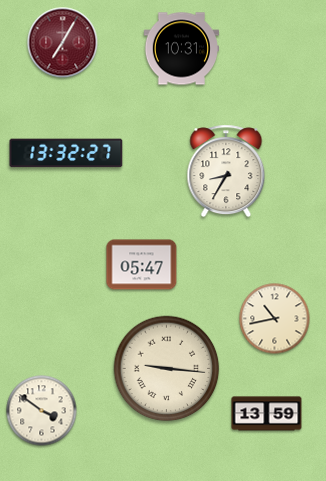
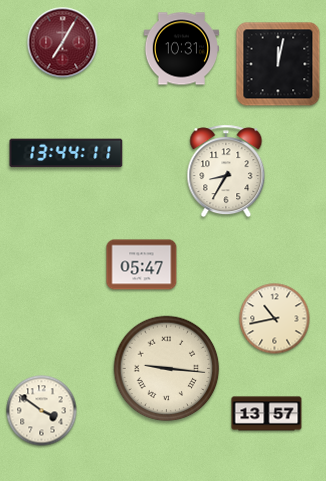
clock at (278, 64): none -> 12:02
clock at (66, 153): 13:32 -> 13:44
clock at (267, 414): 13:59 -> 13:57
